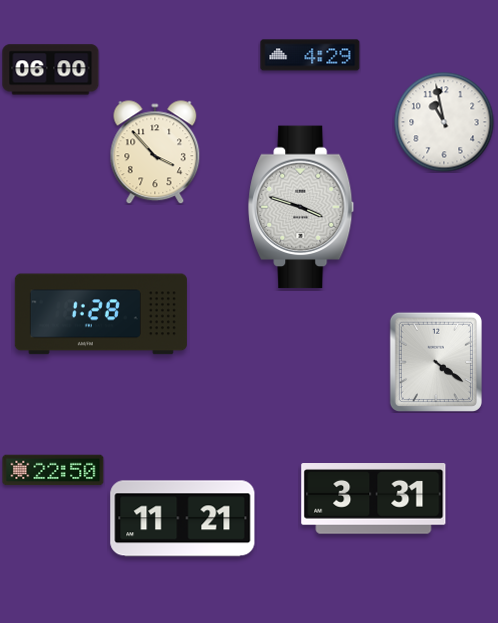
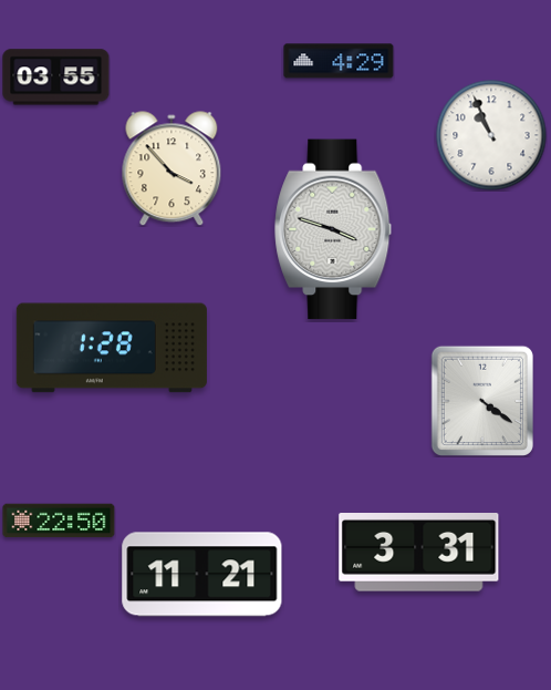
clock at (310, 55) position: (310, 55) -> (339, 61)
clock at (51, 70): 06:00 -> 03:55
clock at (444, 122): 10:58 -> 10:56
clock at (374, 499) position: (374, 499) -> (419, 553)
